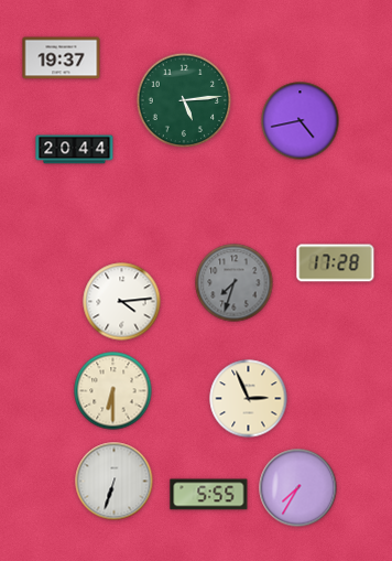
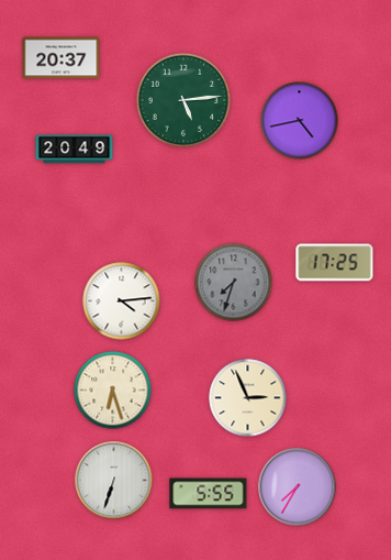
clock at (62, 58): 19:37 -> 20:37
clock at (75, 150): 20:44 -> 20:49
clock at (336, 263): 17:28 -> 17:25
clock at (113, 391): 6:30 -> 6:27
